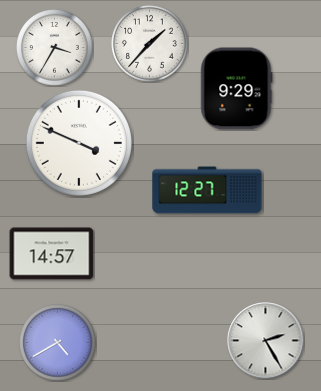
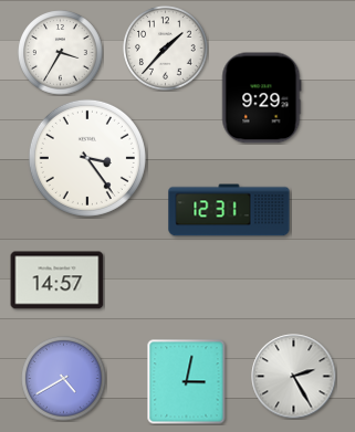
clock at (79, 143): 3:49 -> 3:24
clock at (207, 190): 12:27 -> 12:31
clock at (187, 382): none -> 3:02
